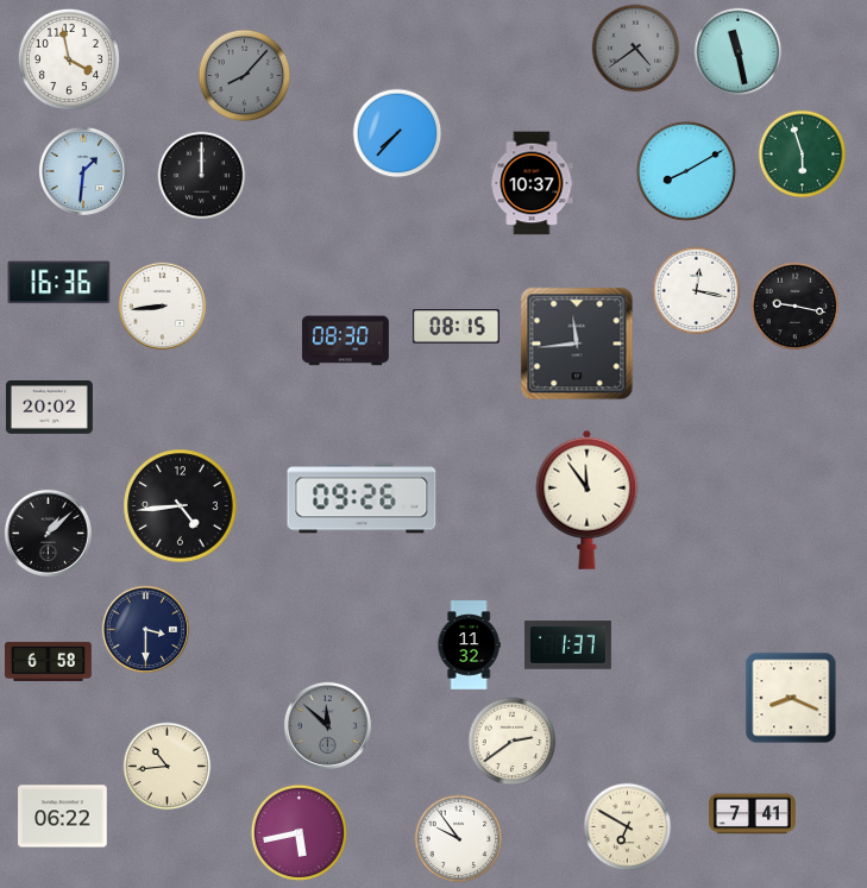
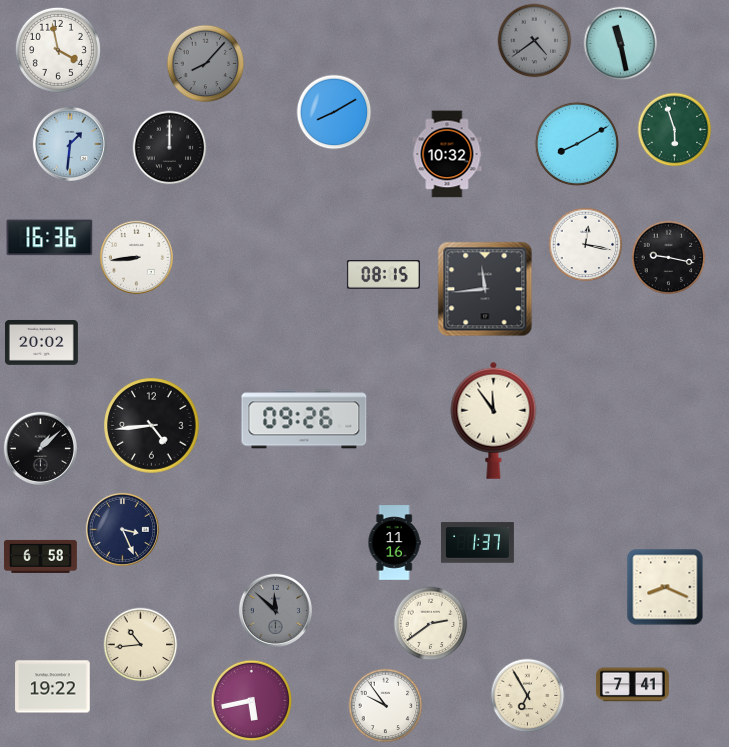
clock at (397, 133): 7:37 -> 8:10
clock at (532, 183): 10:37 -> 10:32
clock at (345, 341): 08:30 -> none
clock at (145, 629): 3:30 -> 3:26
clock at (469, 645): 11:32 -> 11:16
clock at (63, 817): 06:22 -> 19:22
clock at (628, 827): 6:50 -> 6:55
